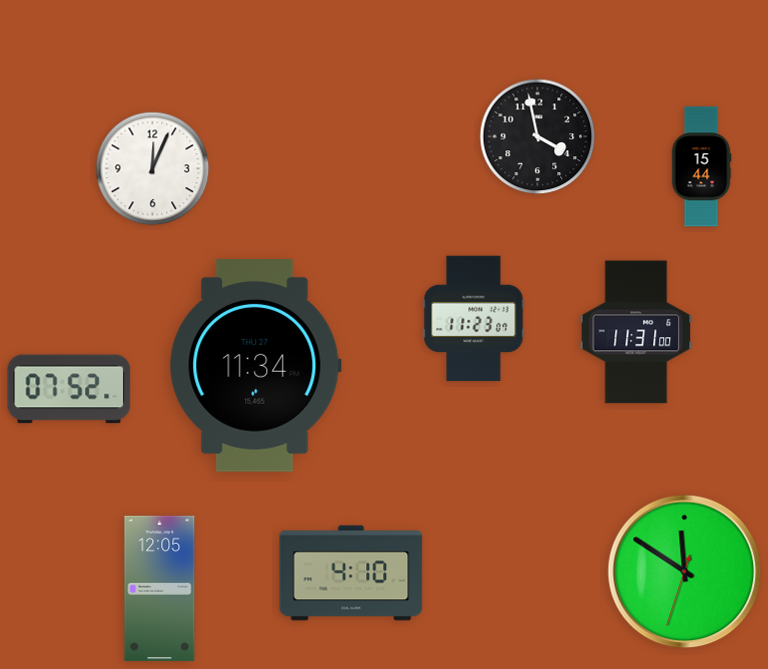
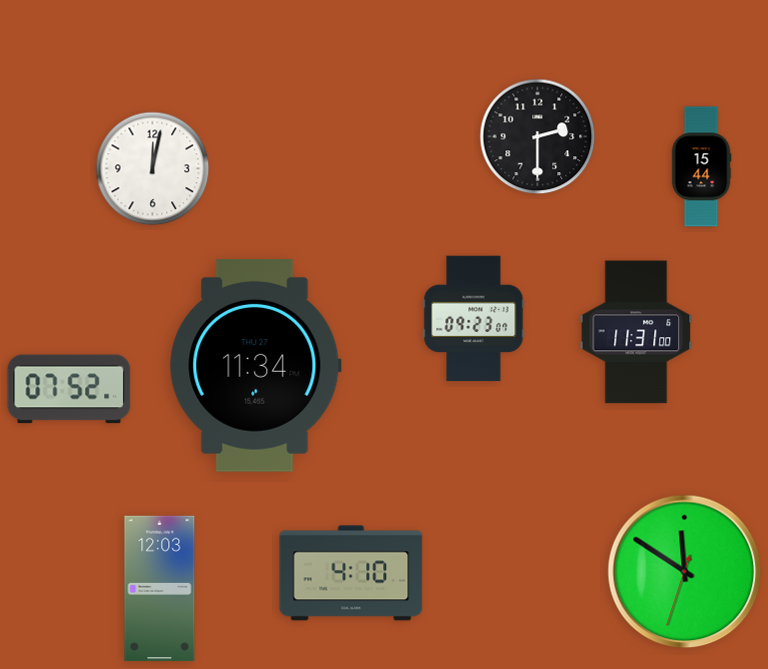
clock at (538, 137): 3:58 -> 2:30
clock at (153, 169): 12:04 -> 12:02
clock at (474, 319): 11:23 -> 09:23
clock at (160, 589): 12:05 -> 12:03
